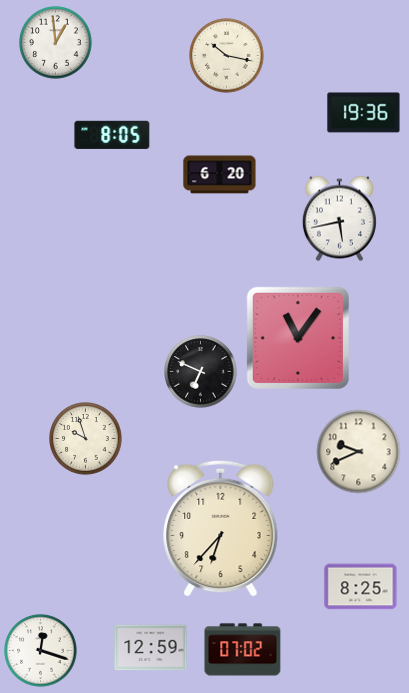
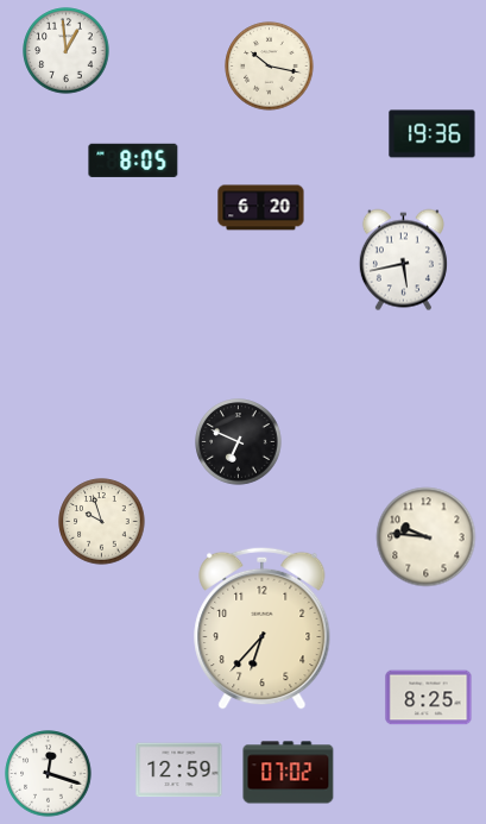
clock at (298, 338): 11:06 -> none
clock at (359, 452): 9:41 -> 9:46
